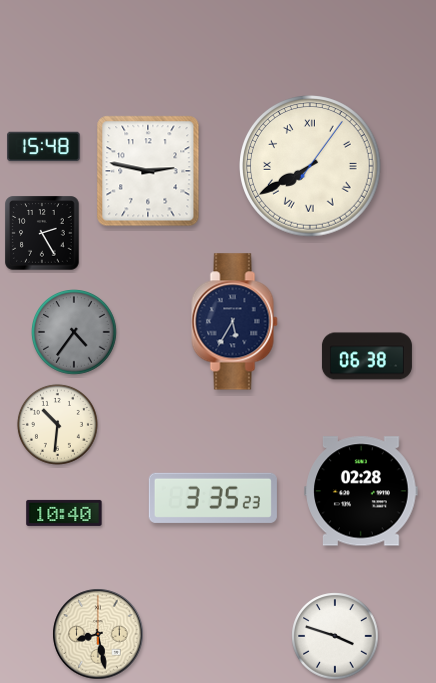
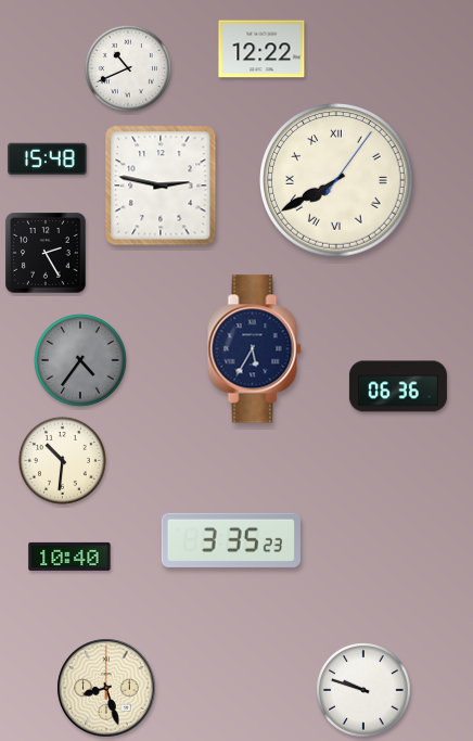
clock at (261, 49): none -> 12:22
clock at (128, 68): none -> 10:41
clock at (367, 356): 06:38 -> 06:36
clock at (361, 491): 02:28 -> none
clock at (98, 634): 8:28 -> 8:27
clock at (335, 636): 3:48 -> 9:48
